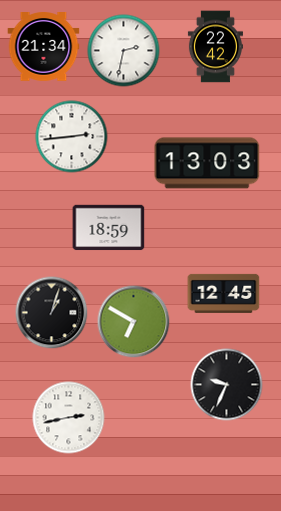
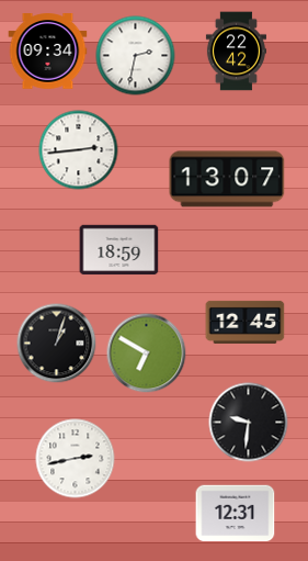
clock at (44, 47): 21:34 -> 09:34
clock at (207, 163): 13:03 -> 13:07
clock at (227, 385): 9:34 -> 9:31
clock at (236, 514): none -> 12:31
